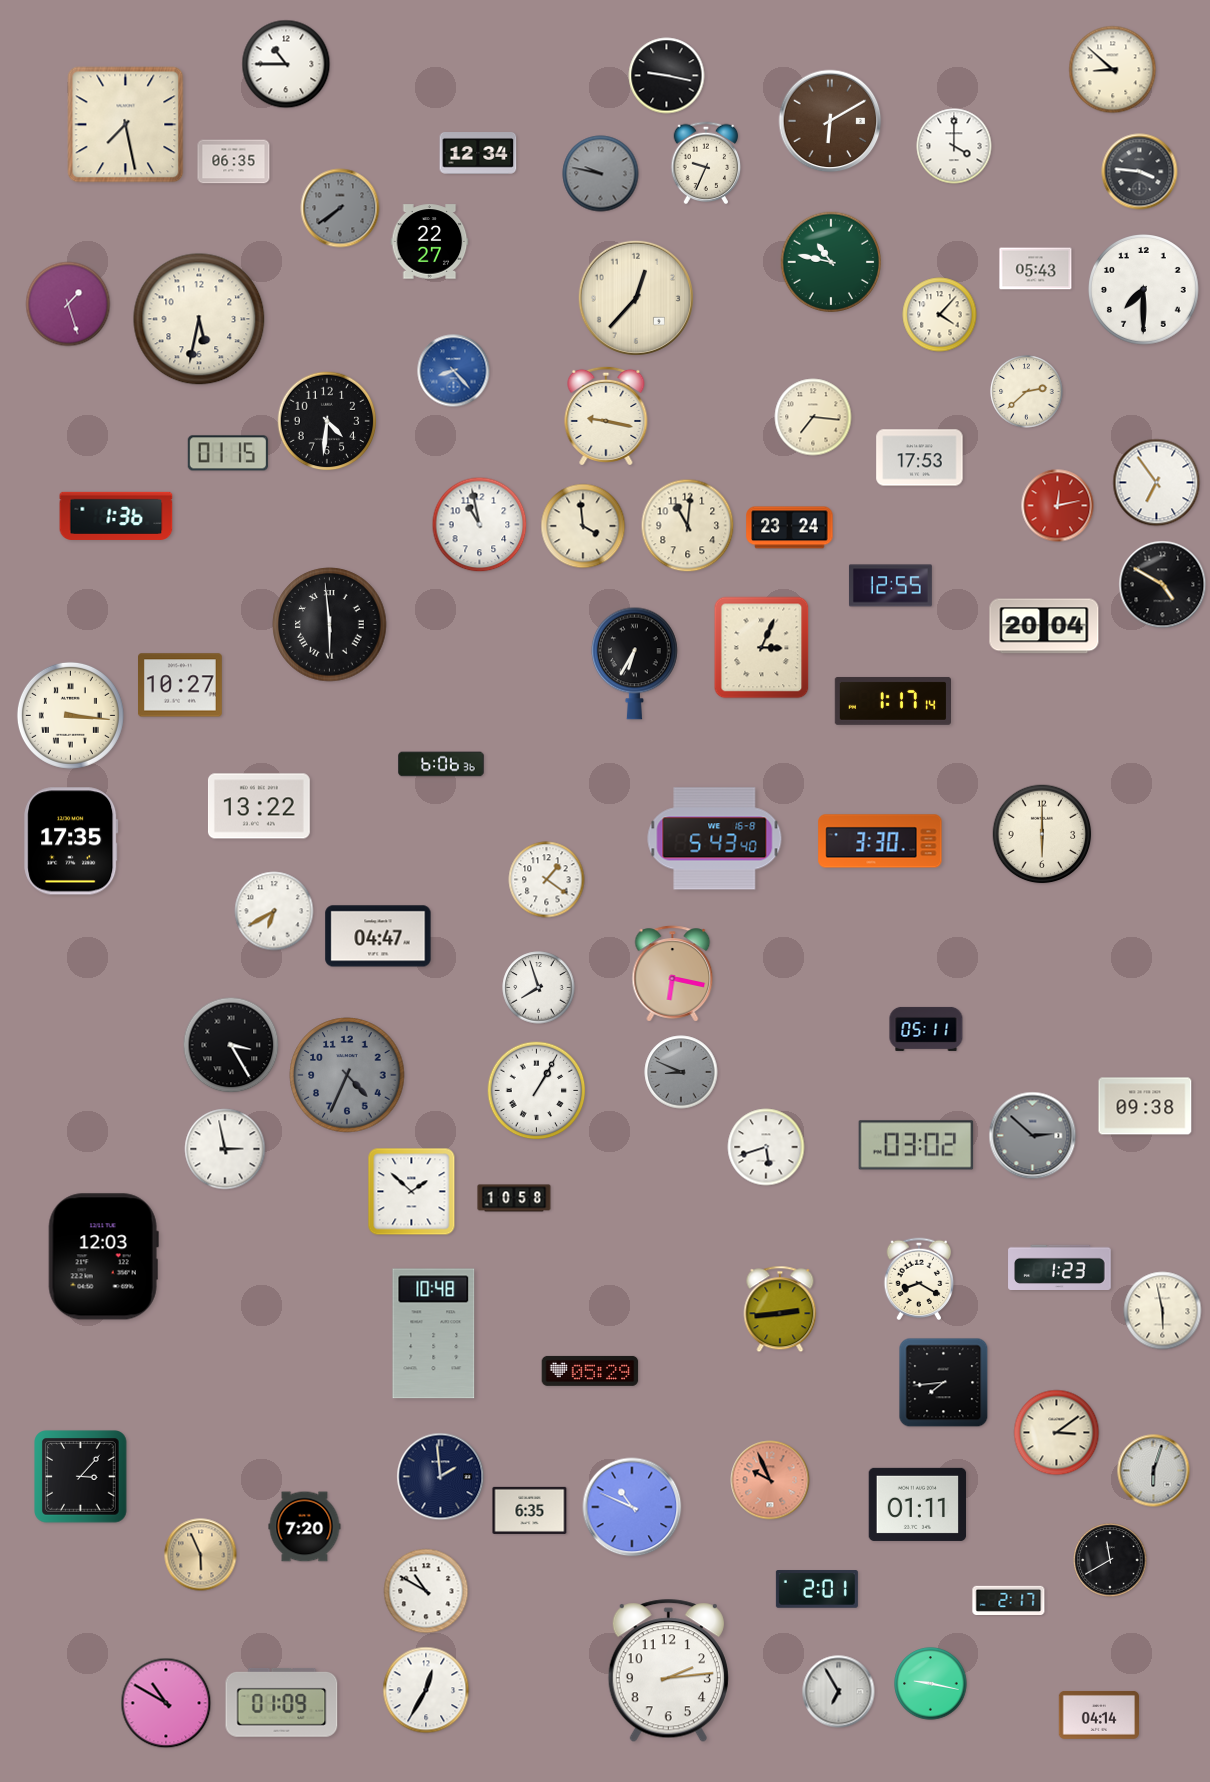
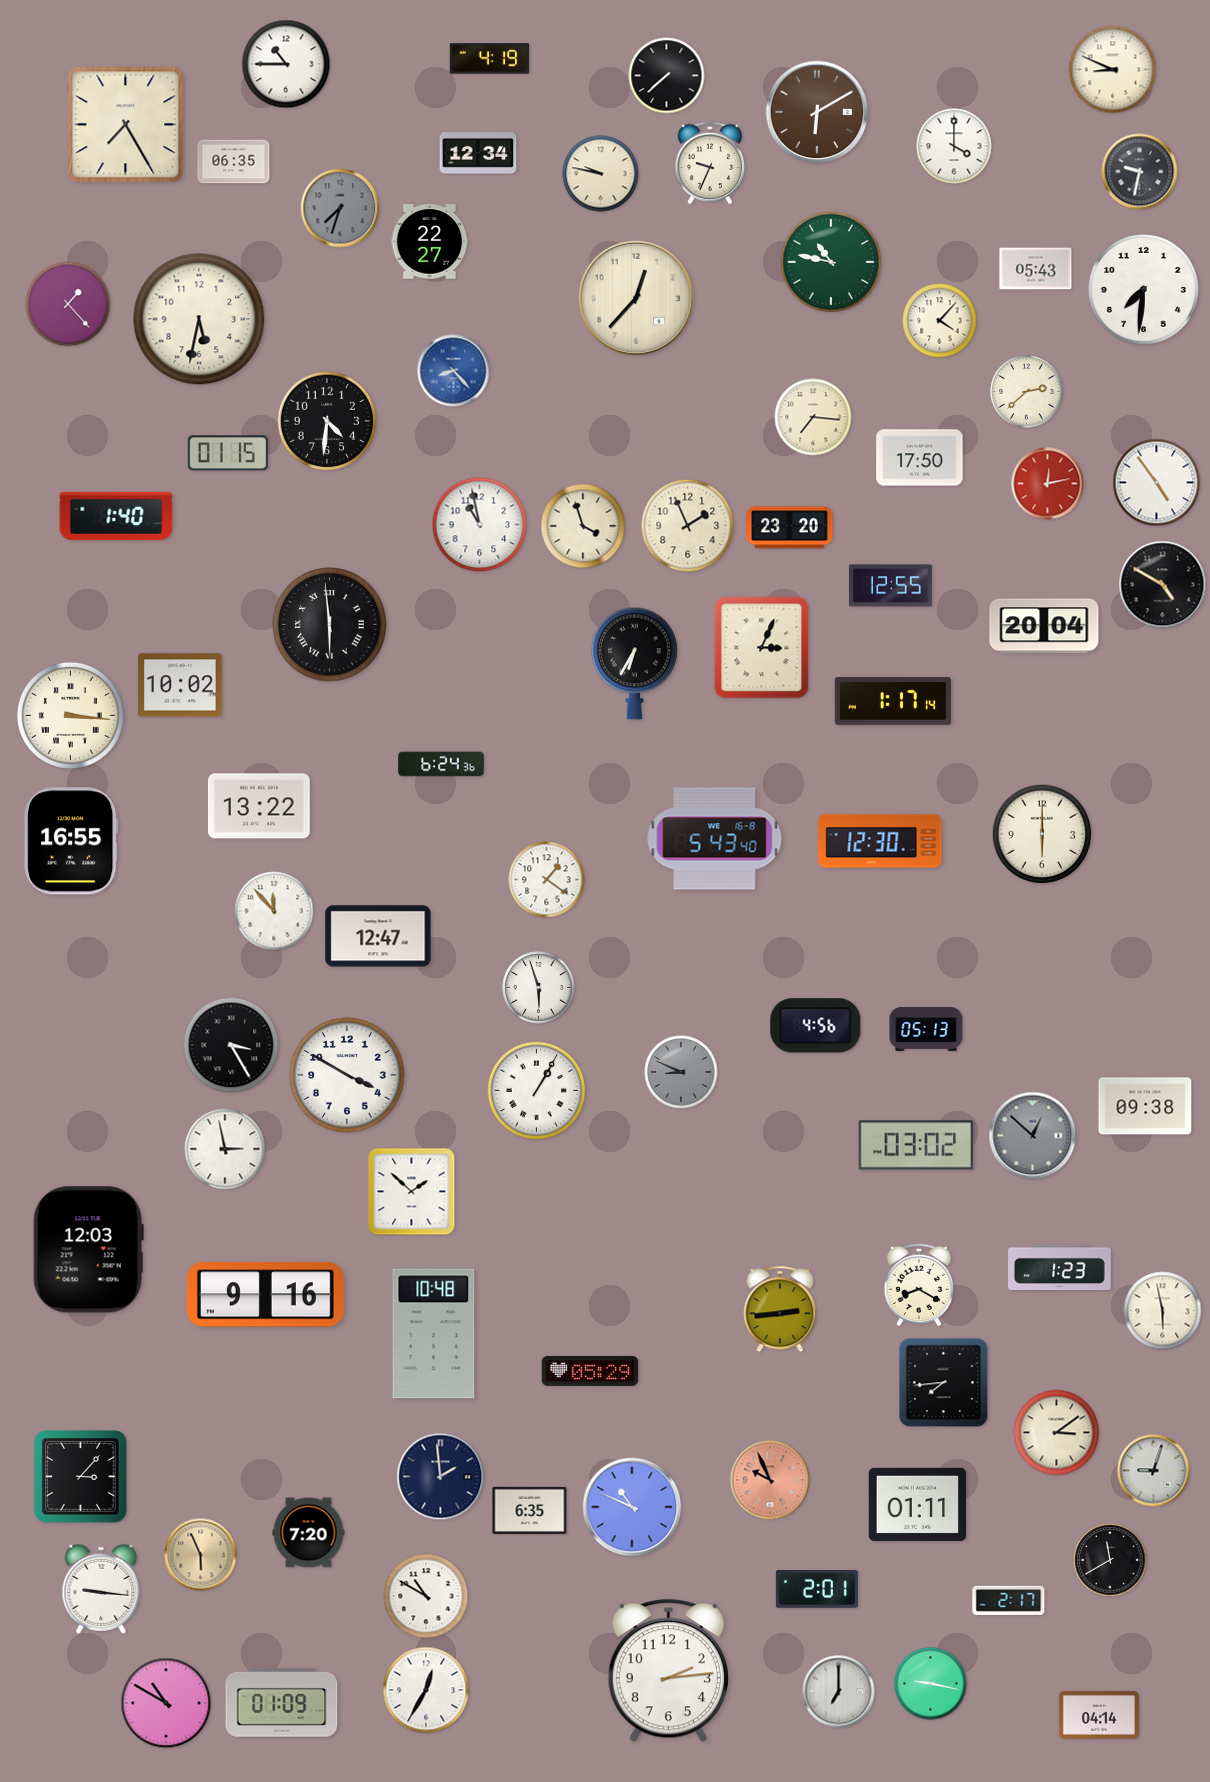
clock at (490, 59): none -> 4:19
clock at (1113, 70): 8:52 -> 8:49
clock at (667, 76): 9:17 -> 7:38
clock at (830, 121) position: (830, 121) -> (817, 112)
clock at (126, 125): 7:28 -> 7:25
clock at (706, 163) position: (706, 163) -> (710, 163)
clock at (1140, 172): 3:46 -> 9:32
clock at (601, 174) dial: grey -> cream
clock at (340, 208): 7:39 -> 7:33
clock at (1144, 290): 7:30 -> 7:31
clock at (68, 304): 1:27 -> 1:23
clock at (940, 315) position: (940, 315) -> (940, 321)
clock at (606, 416): 9:17 -> none
clock at (920, 458): 17:53 -> 17:50
clock at (1157, 483): 6:54 -> 4:54
clock at (1058, 506) position: (1058, 506) -> (1048, 484)
clock at (116, 516): 1:36 -> 1:40
clock at (583, 526): 3:59 -> 3:57
clock at (688, 526): 11:01 -> 1:56
clock at (790, 528): 23:24 -> 23:20
clock at (181, 685): 10:27 -> 10:02
clock at (441, 764): 6:06 -> 6:24
clock at (71, 841): 17:35 -> 16:55
clock at (880, 841): 3:30 -> 12:30
clock at (274, 911): 6:40 -> 11:53
clock at (378, 936): 04:47 -> 12:47
clock at (673, 974): 6:17 -> none
clock at (539, 988): 7:57 -> 5:57
clock at (816, 1026): none -> 4:56
clock at (926, 1029): 05:11 -> 05:13
clock at (347, 1075): 4:34 -> 3:50
clock at (347, 1075) dial: grey -> white
clock at (1033, 1136): 2:52 -> 12:52
clock at (766, 1147): 5:42 -> none
clock at (514, 1198): 10:58 -> none
clock at (103, 1257) position: (103, 1257) -> (88, 1250)
clock at (919, 1279) position: (919, 1279) -> (919, 1285)
clock at (265, 1295): none -> 9:16
clock at (1154, 1471): 6:03 -> 9:03
clock at (305, 1527) position: (305, 1527) -> (309, 1533)
clock at (101, 1589): none -> 9:16
clock at (426, 1591) position: (426, 1591) -> (426, 1596)
clock at (839, 1692): 6:55 -> 7:00
